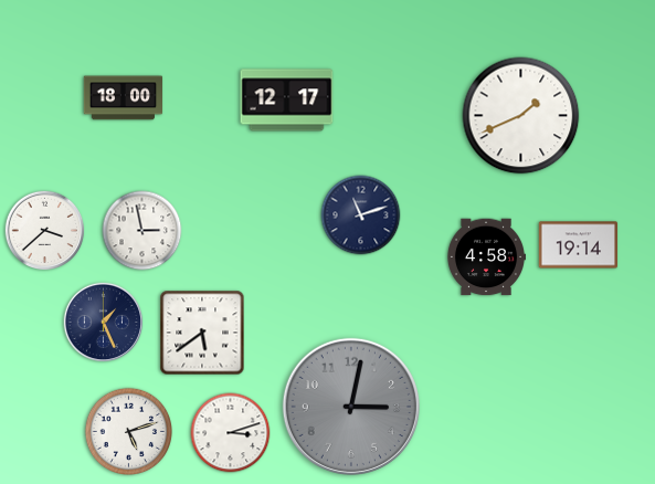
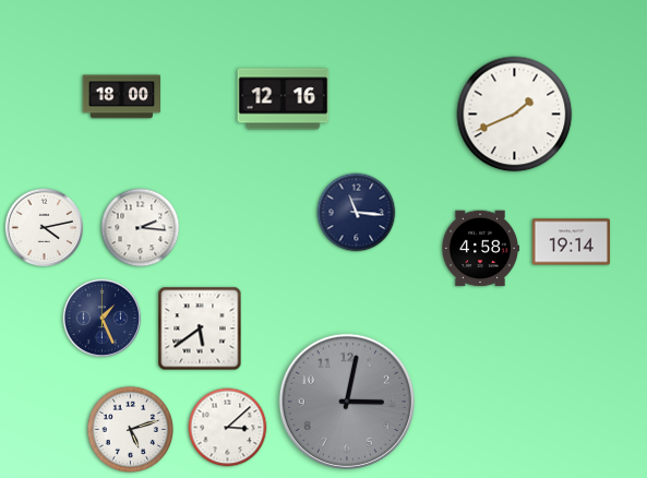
clock at (287, 101): 12:17 -> 12:16
clock at (361, 215): 11:12 -> 11:16
clock at (45, 231): 3:38 -> 4:13
clock at (142, 231): 2:58 -> 2:16
clock at (485, 257) position: (485, 257) -> (479, 249)
clock at (128, 431) position: (128, 431) -> (130, 429)
clock at (231, 433): 3:12 -> 3:08
